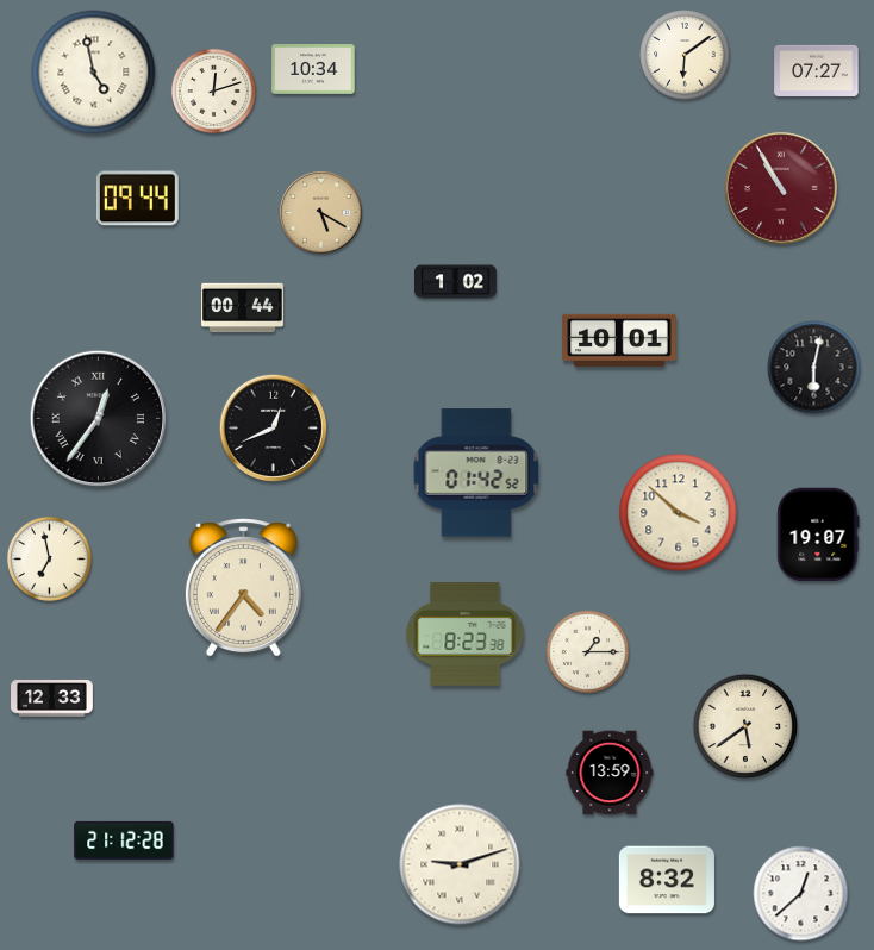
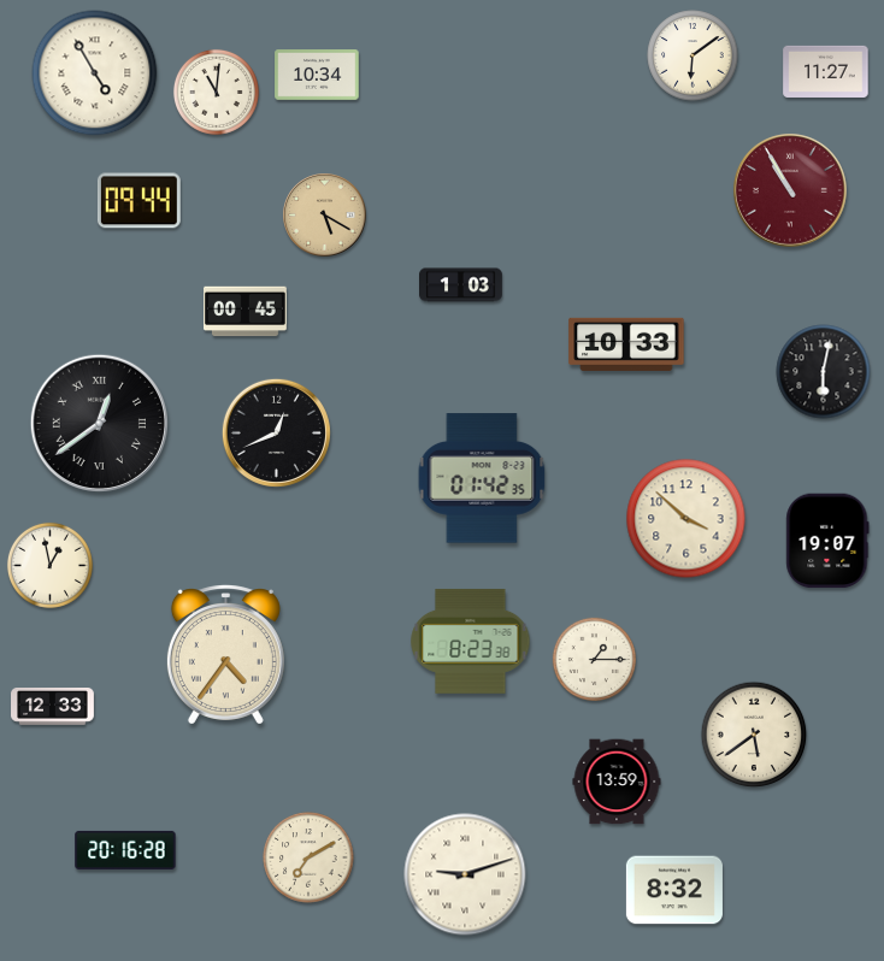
clock at (313, 70) position: (313, 70) -> (317, 76)
clock at (817, 70): 07:27 -> 11:27
clock at (94, 73): 4:58 -> 4:55
clock at (213, 90): 12:12 -> 11:01
clock at (456, 282): 1:02 -> 1:03
clock at (243, 308): 00:44 -> 00:45
clock at (619, 340): 10:01 -> 10:33
clock at (98, 418): 12:36 -> 12:39
clock at (476, 473): 01:42:52 -> 01:42:35
clock at (49, 558): 6:58 -> 12:58
clock at (243, 588) position: (243, 588) -> (225, 655)
clock at (124, 840): 21:12 -> 20:16
clock at (308, 857): none -> 7:10
clock at (801, 894): 12:38 -> none
